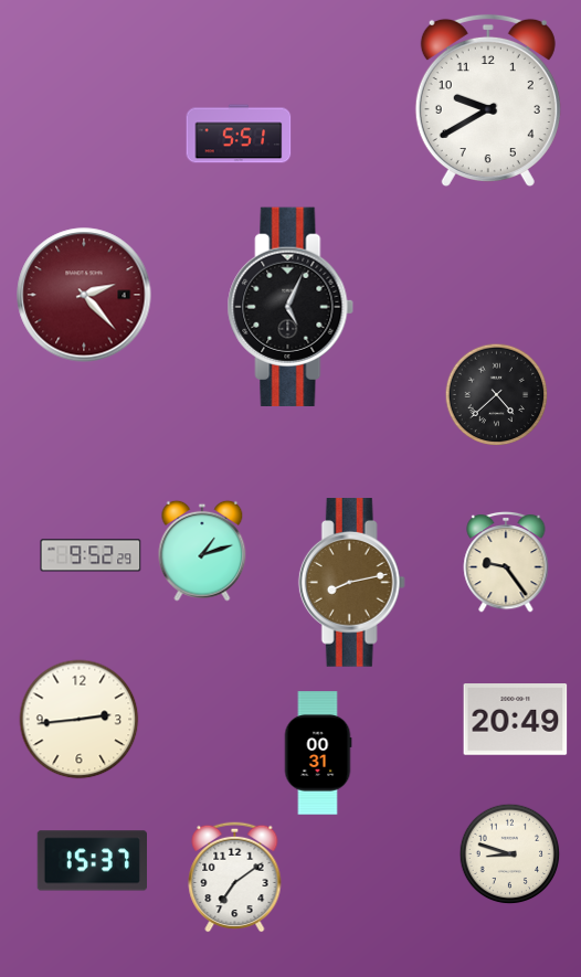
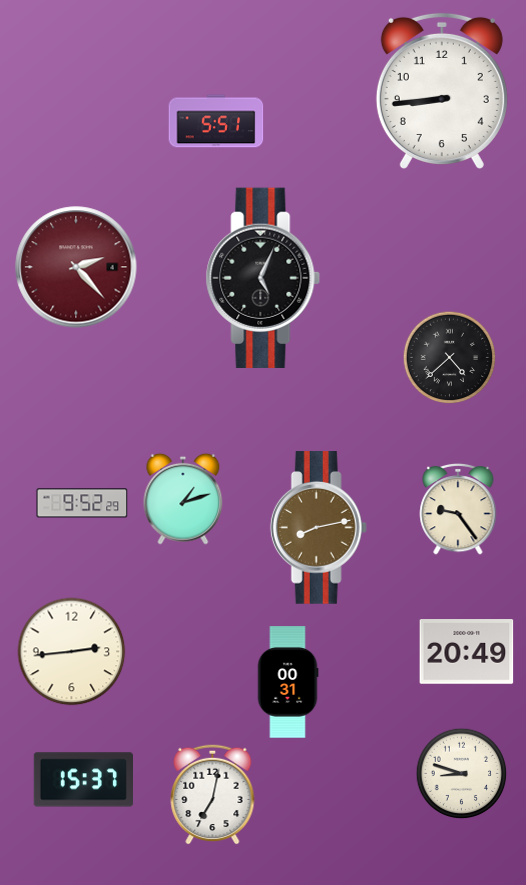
clock at (488, 100): 9:40 -> 8:44
clock at (235, 877): 7:09 -> 7:02
